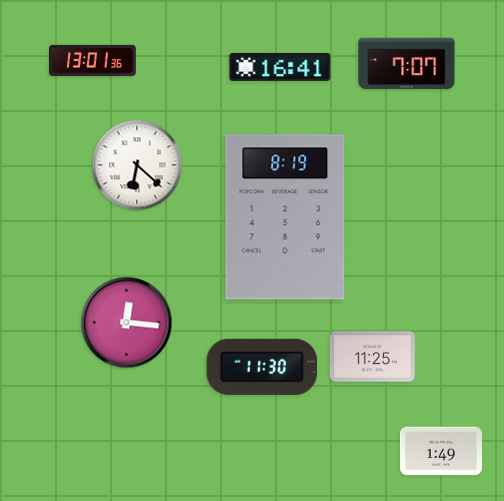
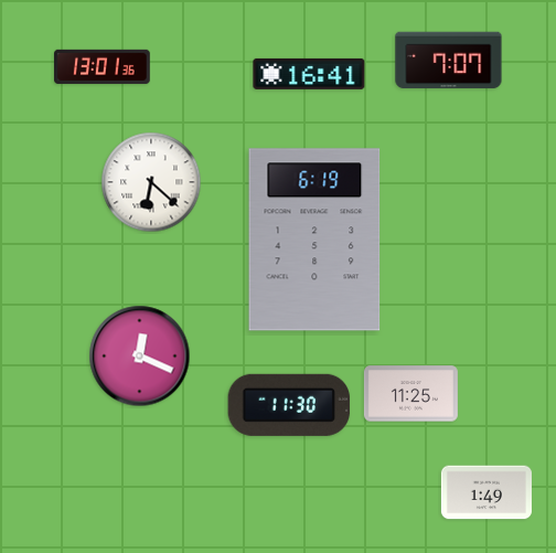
clock at (407, 64) position: (407, 64) -> (449, 61)
clock at (285, 217): 8:19 -> 6:19
clock at (127, 323): 12:16 -> 12:19
clock at (441, 451) position: (441, 451) -> (487, 492)
